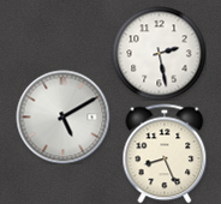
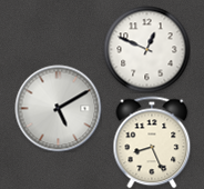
clock at (159, 53): 2:28 -> 12:49
